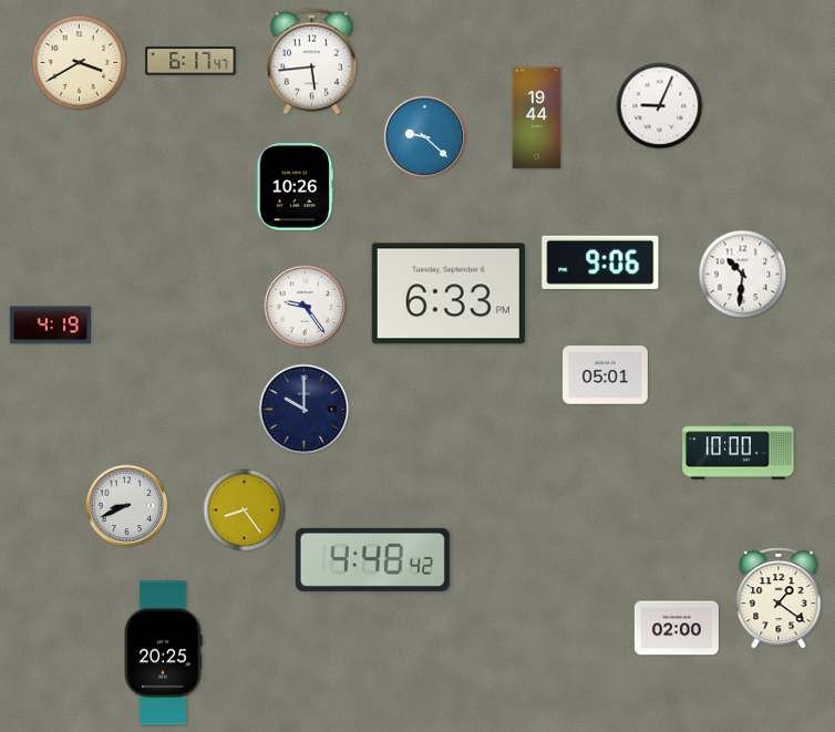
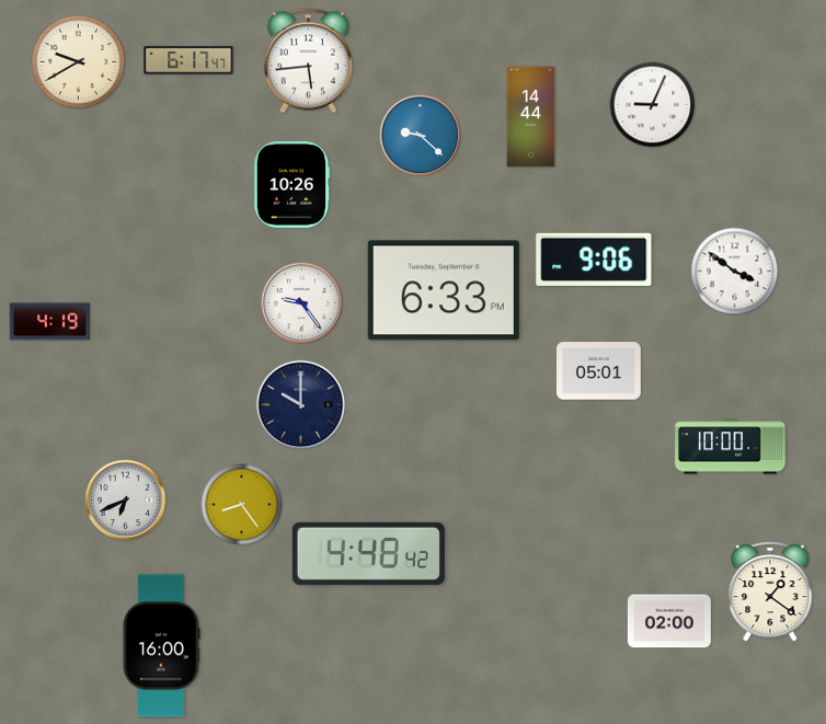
clock at (80, 63): 3:40 -> 9:40
clock at (537, 118): 19:44 -> 14:44
clock at (743, 275): 10:31 -> 3:51
clock at (127, 506): 8:41 -> 6:41
clock at (163, 653): 20:25 -> 16:00
